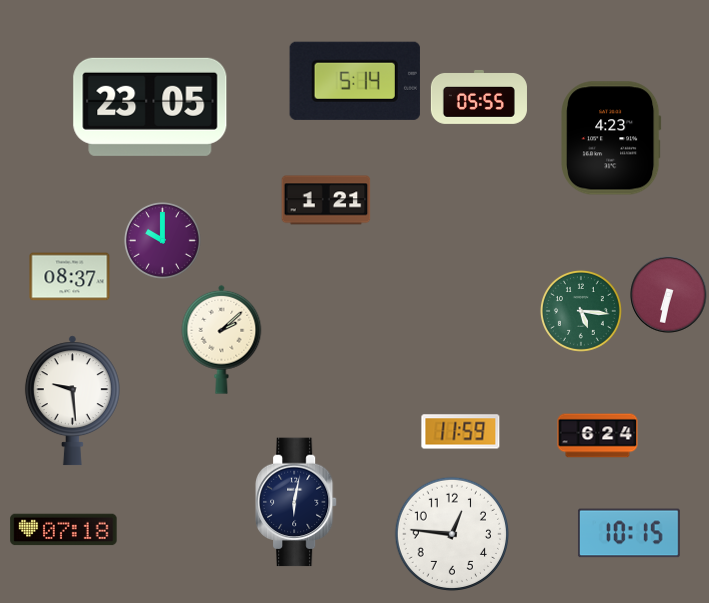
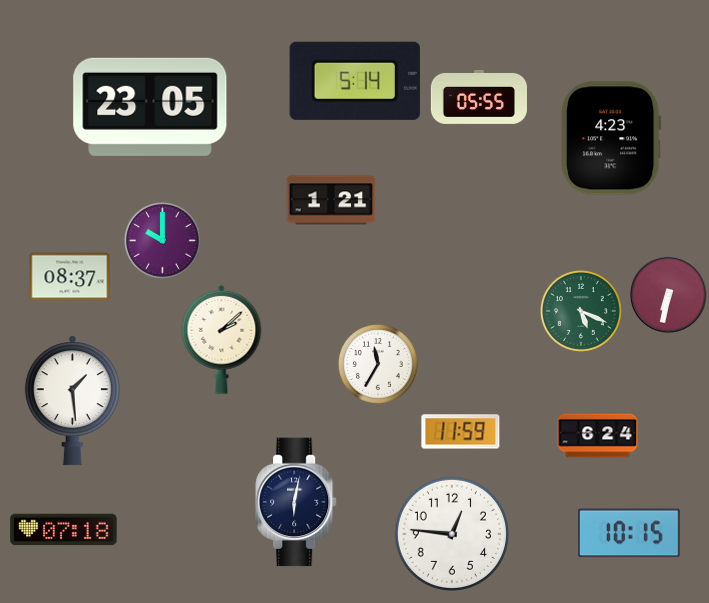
clock at (326, 200) position: (326, 200) -> (331, 200)
clock at (581, 311): 5:16 -> 5:19
clock at (378, 364): none -> 11:35
clock at (72, 401): 9:29 -> 1:29
